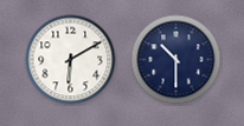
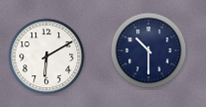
clock at (71, 60) position: (71, 60) -> (47, 57)
